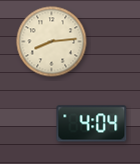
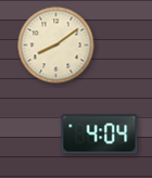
clock at (52, 42): 8:14 -> 8:09
